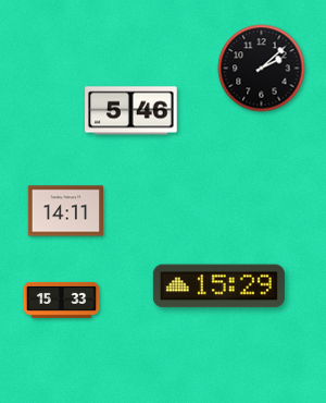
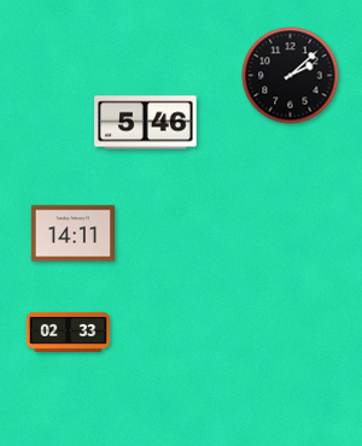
clock at (218, 286): 15:29 -> none
clock at (62, 300): 15:33 -> 02:33
